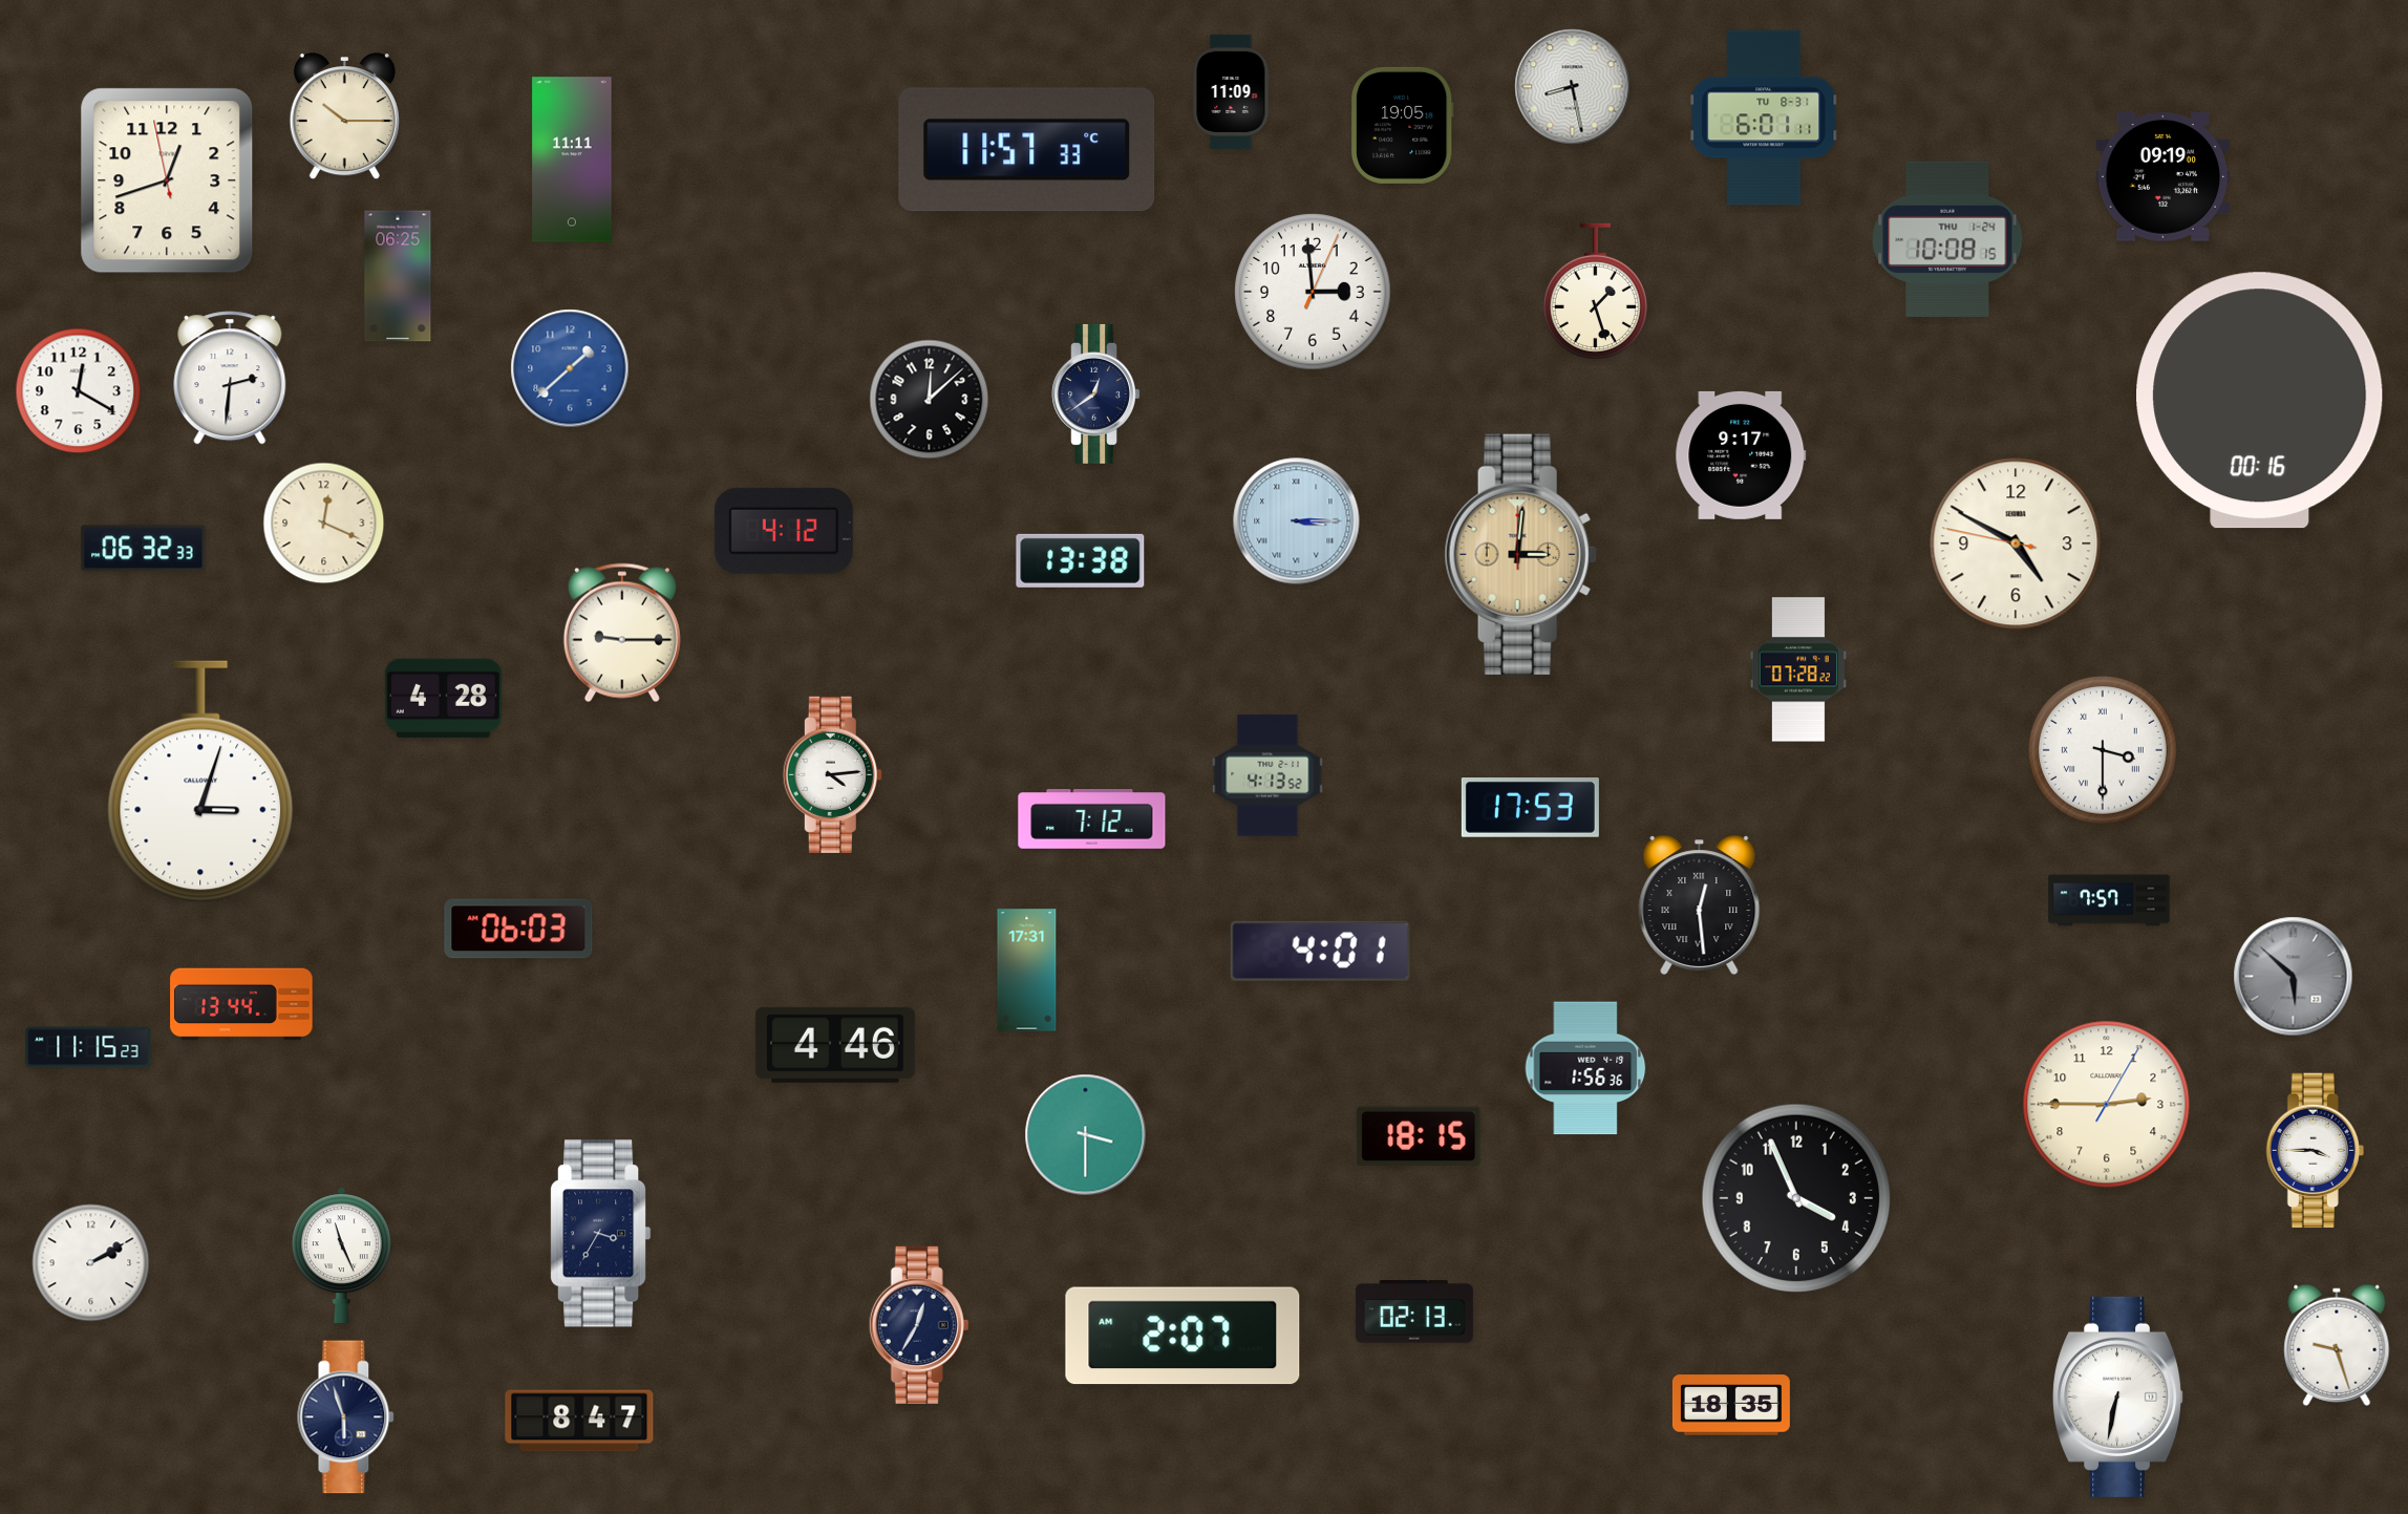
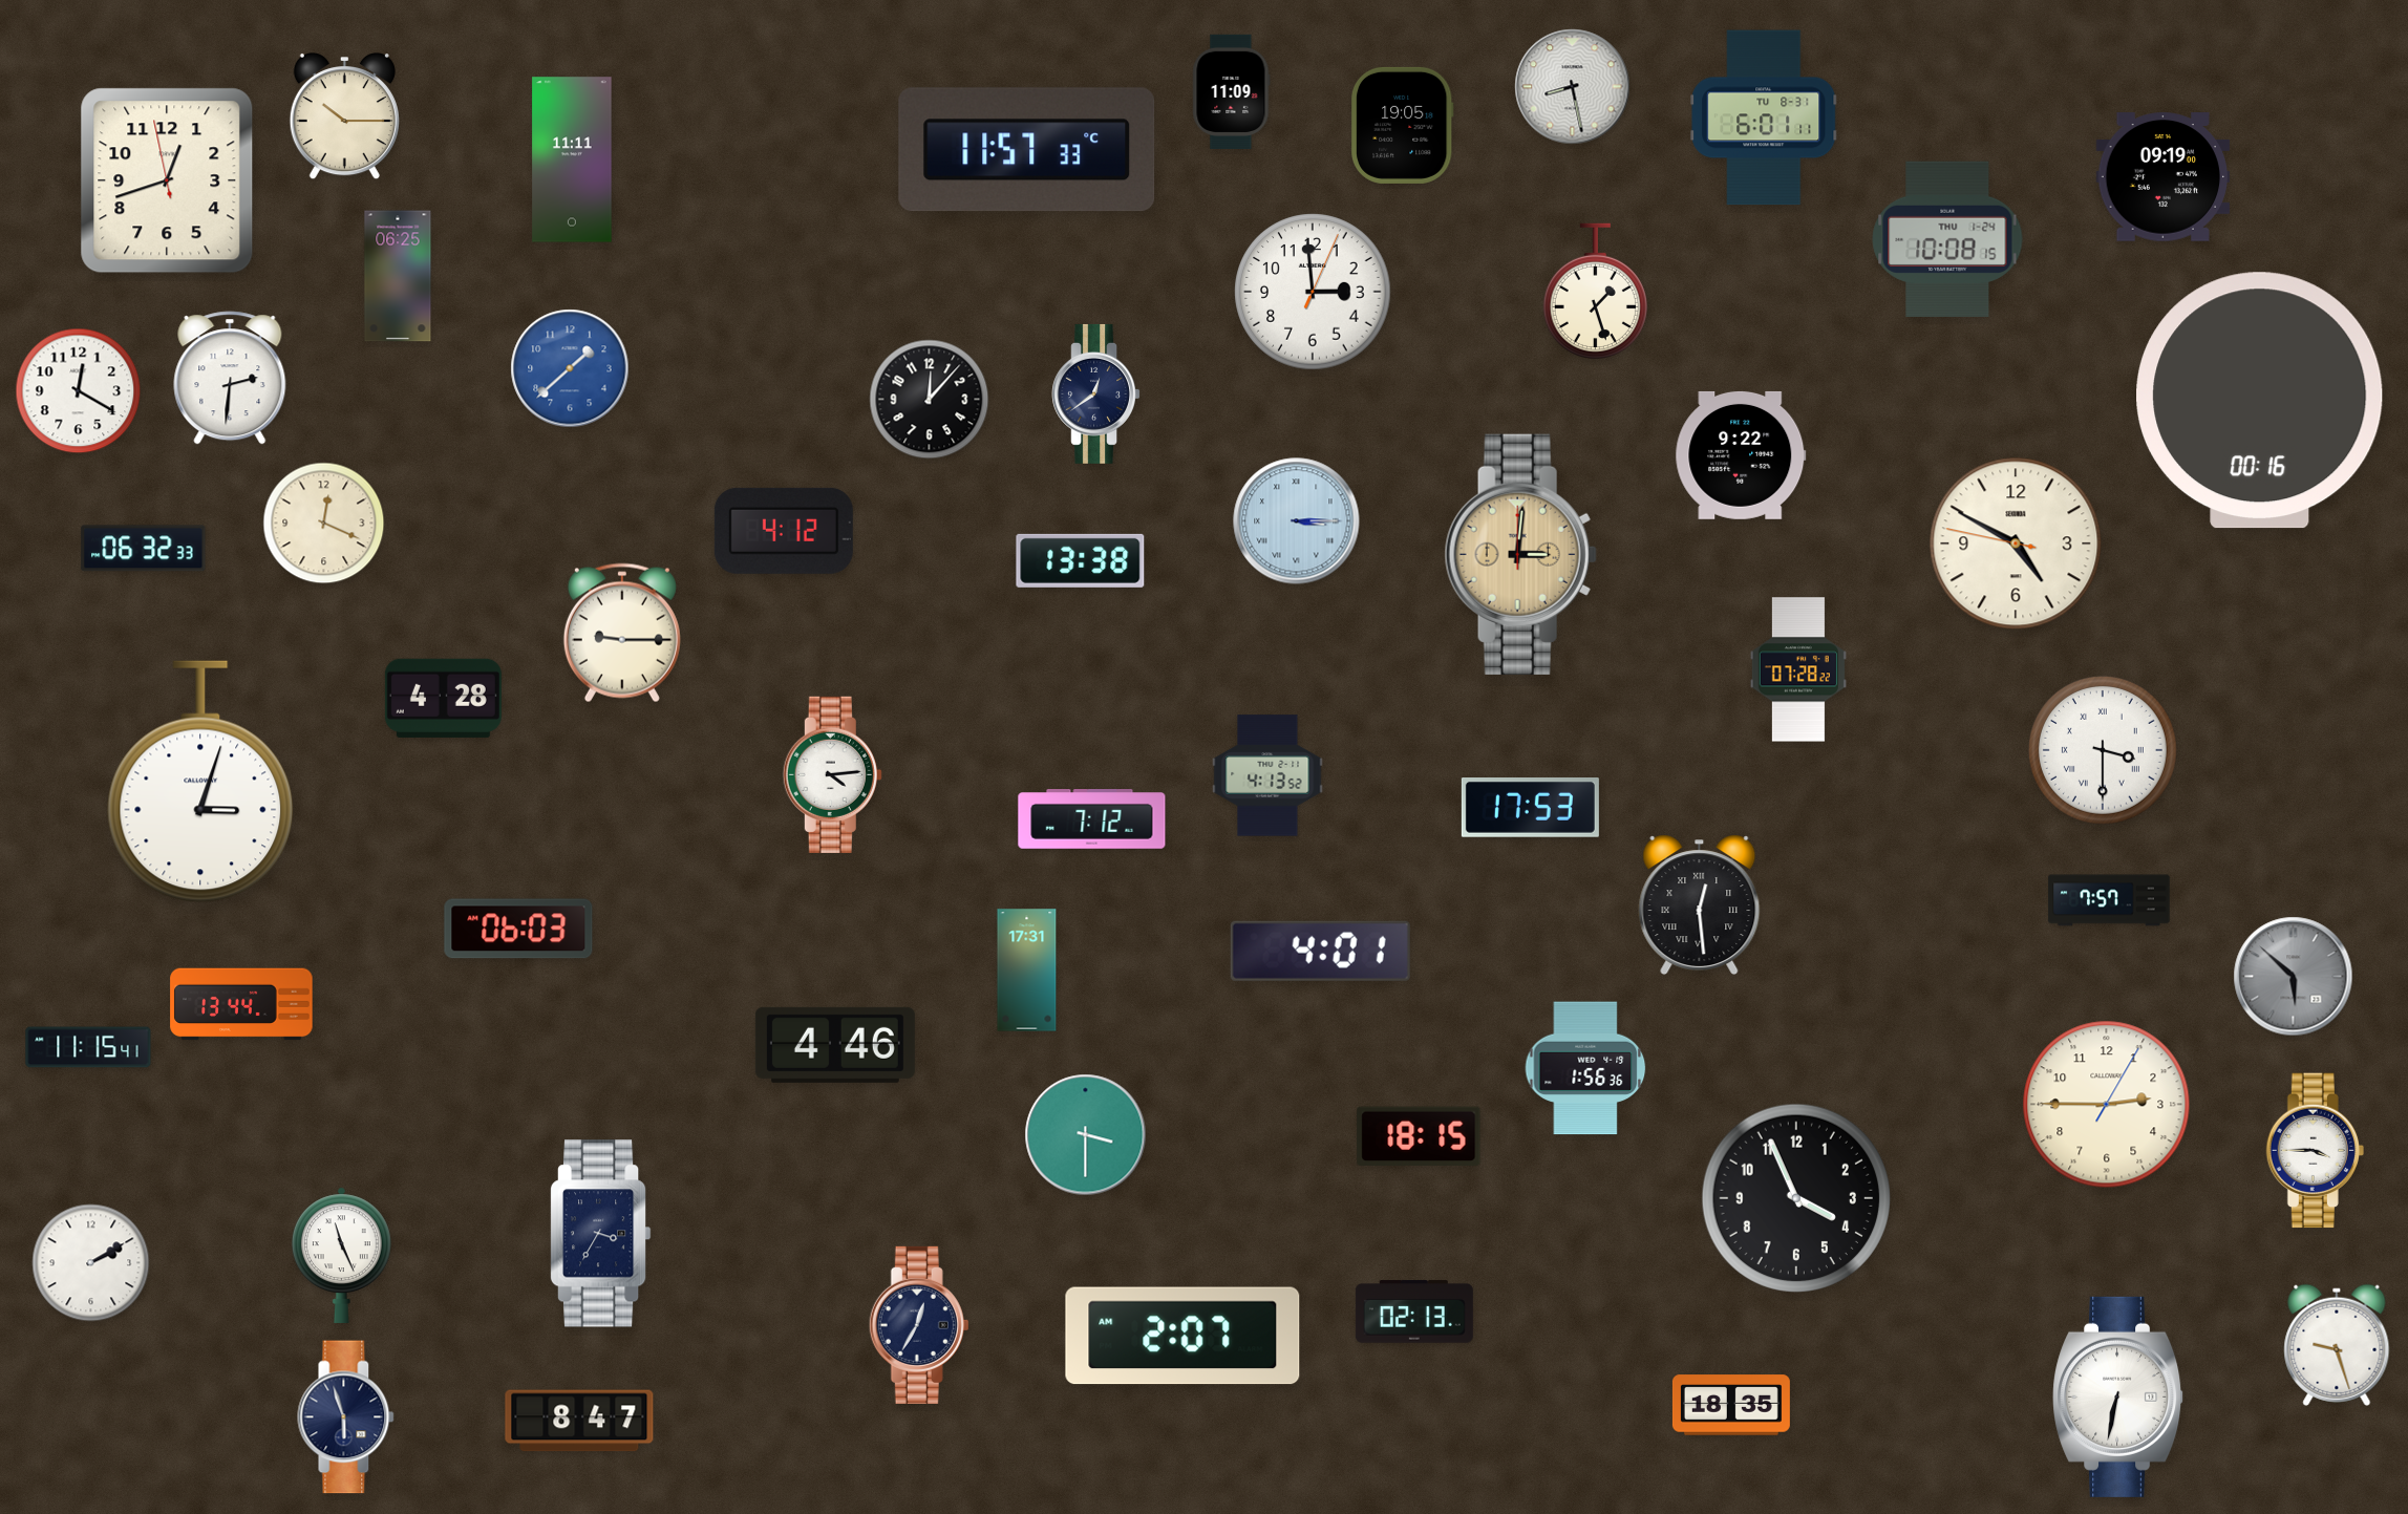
clock at (930, 400): 12:08 -> 12:07
clock at (1741, 455): 9:17 -> 9:22
clock at (88, 1047): 11:15:23 -> 11:15:41
